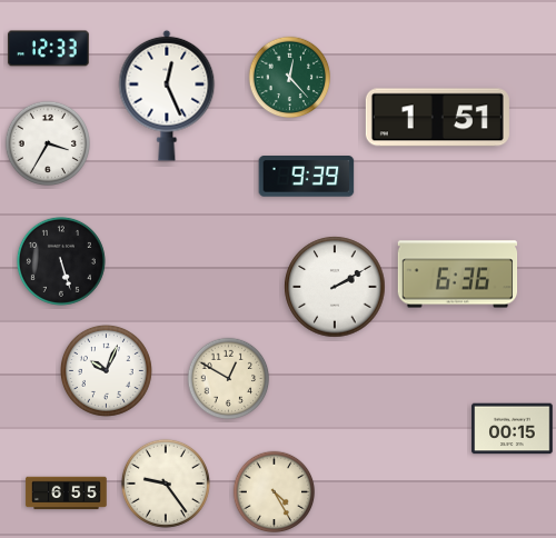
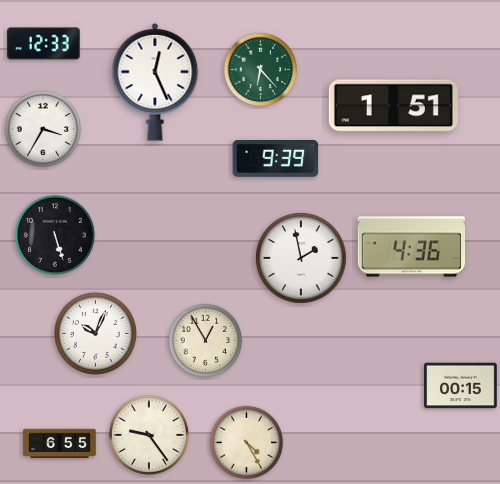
clock at (290, 78): 12:23 -> 6:23
clock at (167, 96) position: (167, 96) -> (155, 82)
clock at (458, 275): 6:36 -> 4:36
clock at (335, 287): 2:10 -> 1:58
clock at (229, 379): 12:50 -> 12:55
